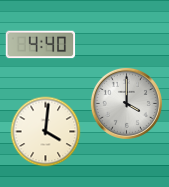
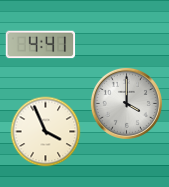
clock at (41, 45): 4:40 -> 4:41
clock at (46, 132): 4:01 -> 3:56
